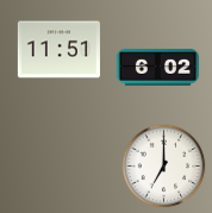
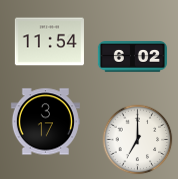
clock at (58, 50): 11:51 -> 11:54
clock at (45, 122): none -> 3:17
